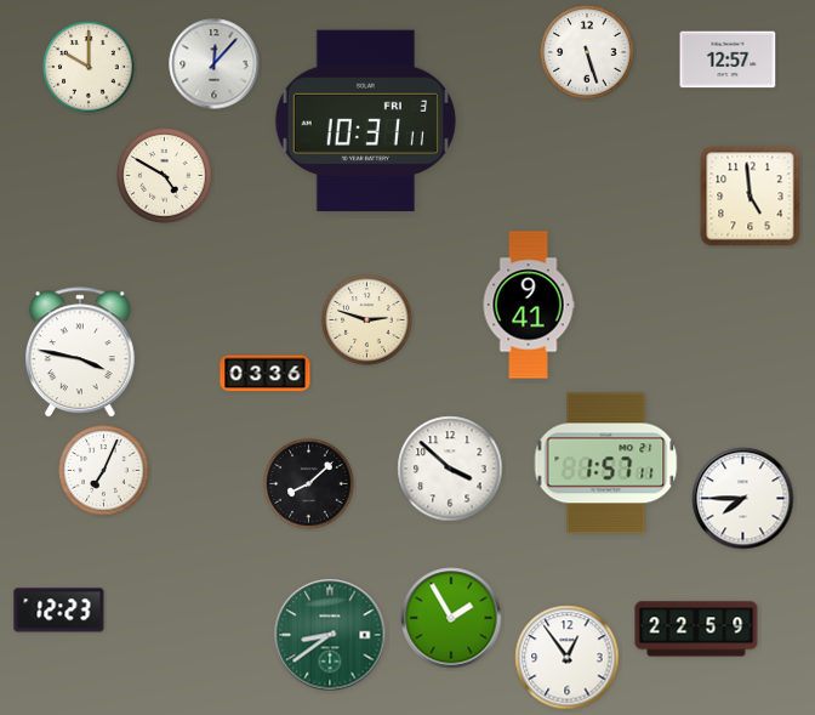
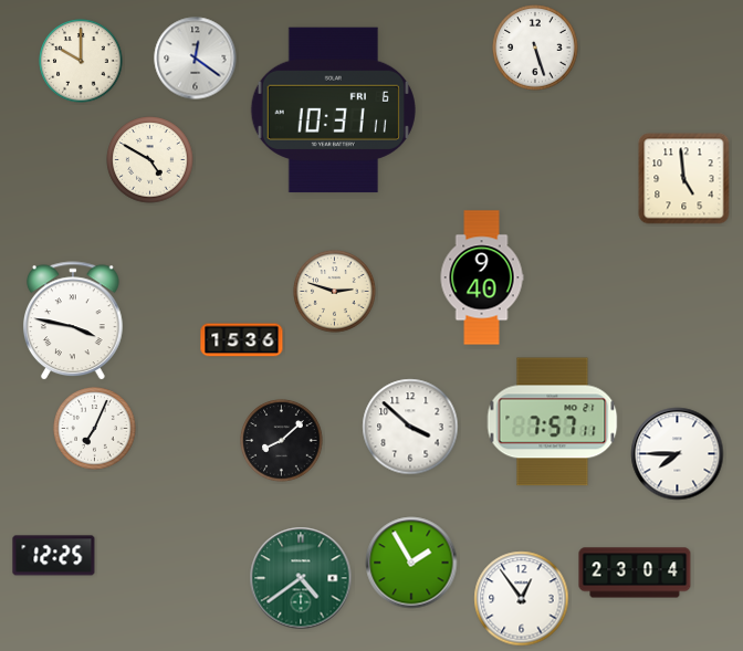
clock at (728, 59): 12:57 -> none
clock at (215, 64): 12:07 -> 12:21
clock at (365, 121) date: FRI 3 -> FRI 6
clock at (529, 305): 9:41 -> 9:40
clock at (266, 374): 03:36 -> 15:36
clock at (606, 464): 1:57 -> 7:57
clock at (59, 611): 12:23 -> 12:25
clock at (696, 629): 22:59 -> 23:04
clock at (330, 635): 8:39 -> 4:39
clock at (568, 658) position: (568, 658) -> (522, 599)
